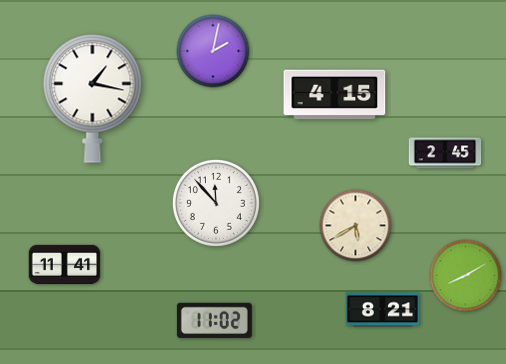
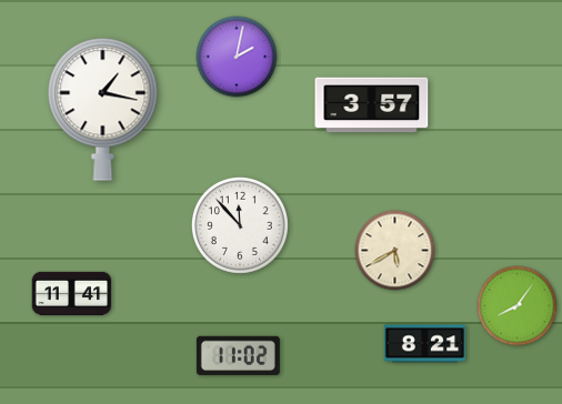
clock at (335, 95): 4:15 -> 3:57
clock at (445, 153): 2:45 -> none
clock at (466, 276): 8:10 -> 8:06
